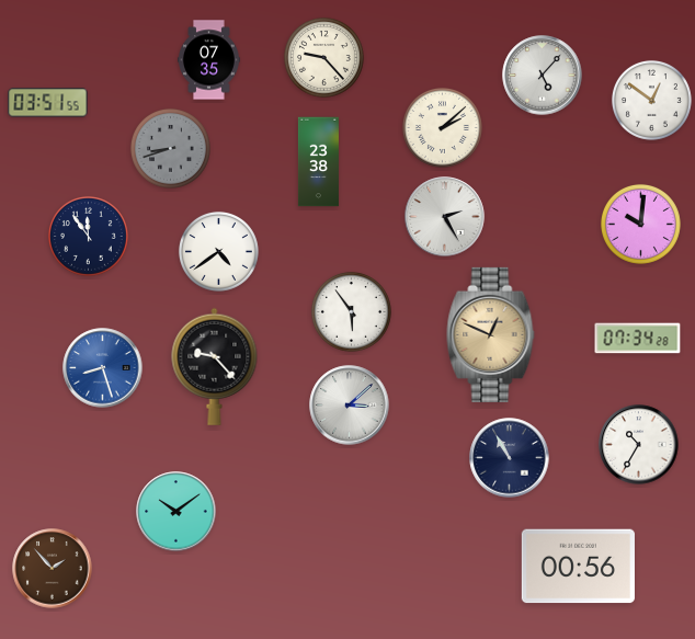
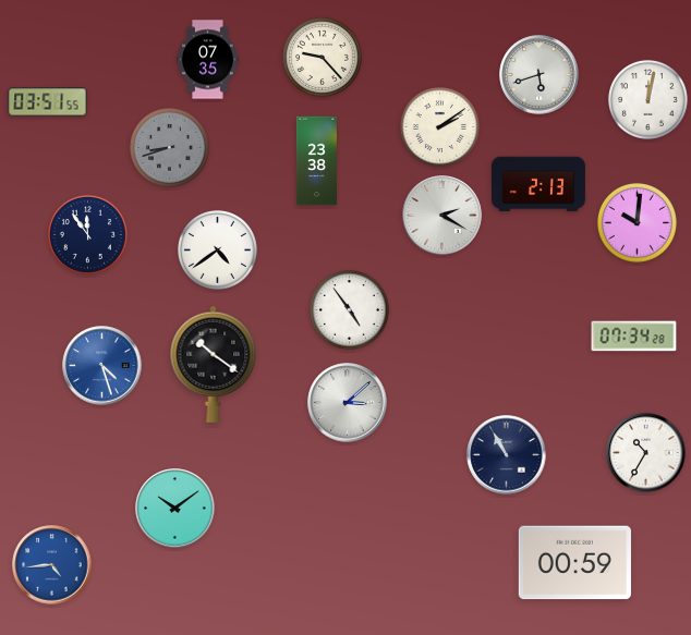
clock at (543, 76): 5:07 -> 5:42
clock at (651, 100): 12:51 -> 12:02
clock at (442, 127): 2:08 -> 2:09
clock at (538, 184): none -> 2:13
clock at (445, 217): 2:25 -> 2:20
clock at (351, 311): 5:54 -> 4:54
clock at (491, 334): 12:49 -> none
clock at (215, 366): 9:23 -> 10:21
clock at (103, 368): 8:27 -> 4:27
clock at (639, 445) position: (639, 445) -> (646, 453)
clock at (578, 567): 00:56 -> 00:59
clock at (53, 569): 1:53 -> 4:44
clock at (53, 569) dial: brown -> blue
